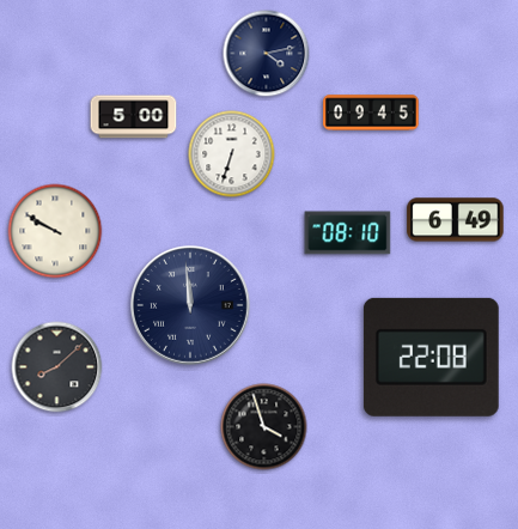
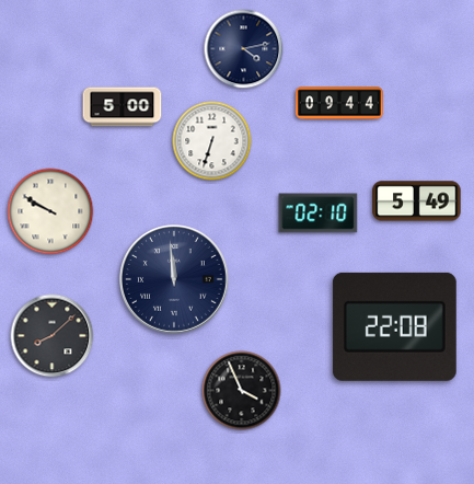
clock at (371, 113): 09:45 -> 09:44
clock at (456, 220): 6:49 -> 5:49
clock at (348, 233): 08:10 -> 02:10
clock at (264, 427): 3:57 -> 3:56
